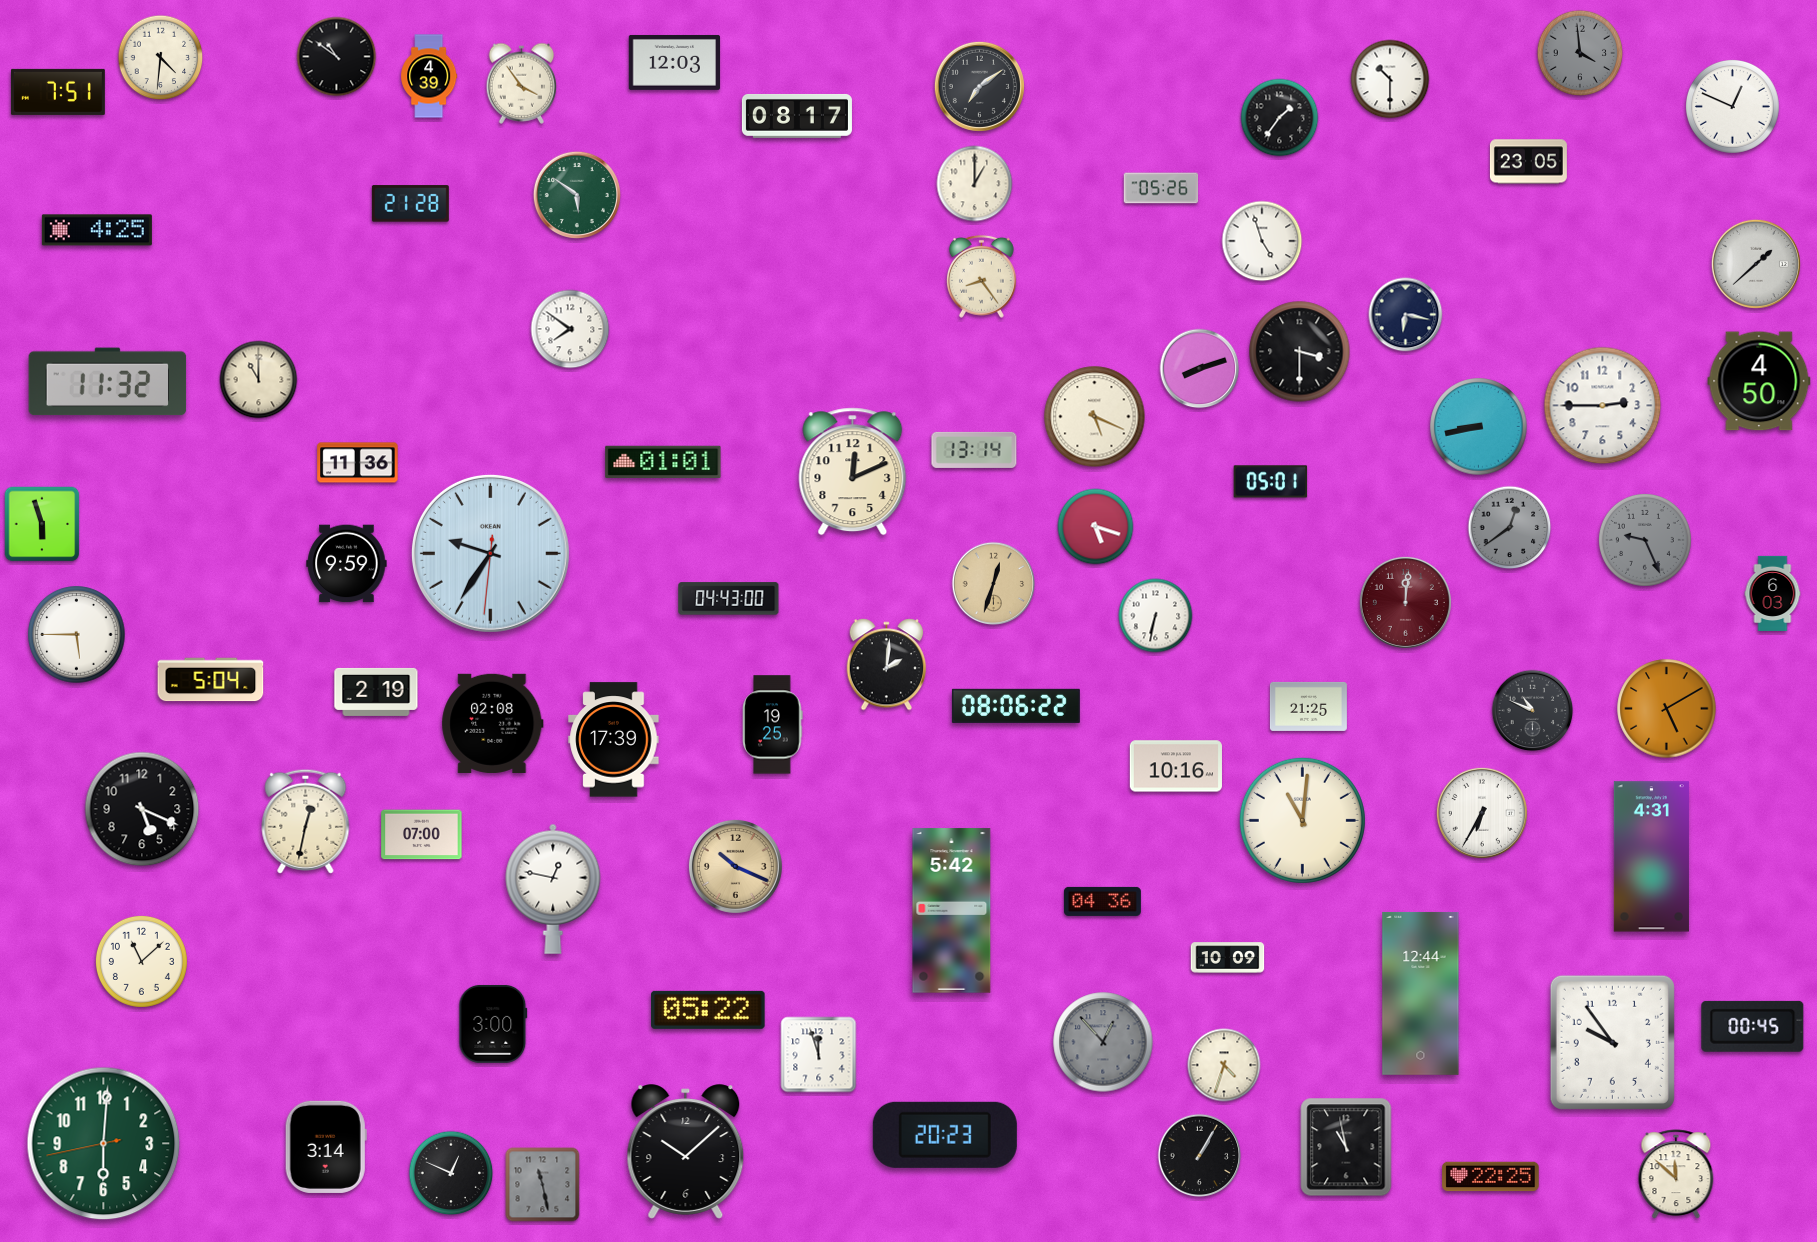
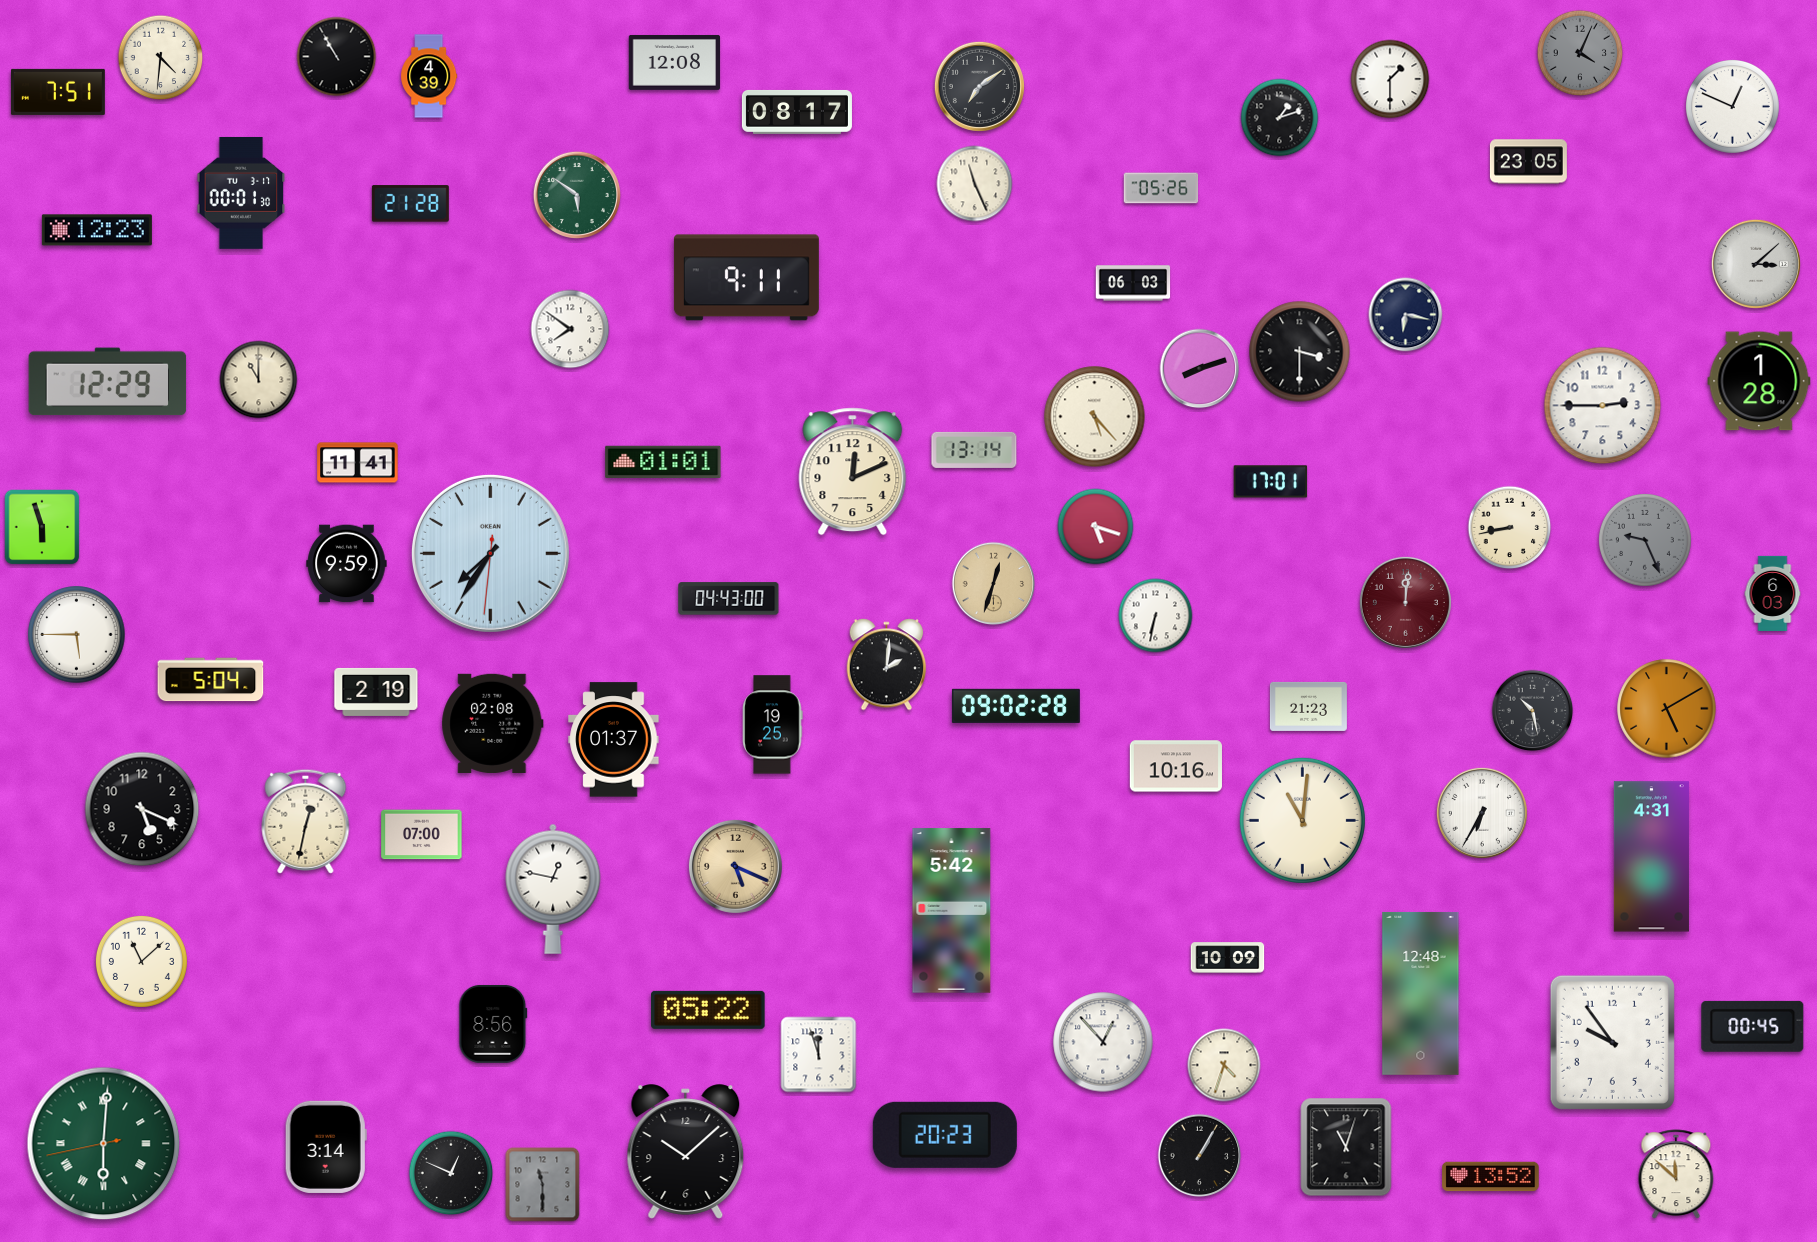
clock at (1580, 53): 3:59 -> 4:04
clock at (337, 57): 10:51 -> 10:55
clock at (675, 62): 12:03 -> 12:08
clock at (1390, 79): 10:30 -> 1:30
clock at (522, 83): 3:54 -> none
clock at (797, 116) position: (797, 116) -> (797, 112)
clock at (1280, 118): 1:36 -> 1:12
clock at (975, 184): 1:00 -> 11:26
clock at (241, 193): none -> 00:01
clock at (97, 230): 4:25 -> 12:23
clock at (1262, 241): 4:57 -> none
clock at (1756, 264): 1:38 -> 3:08
clock at (981, 276): 8:24 -> none
clock at (746, 278): none -> 9:11
clock at (1133, 283): none -> 06:03
clock at (1759, 381): 4:50 -> 1:28
clock at (108, 382): 11:32 -> 12:29
clock at (1095, 417): 5:19 -> 5:23
clock at (1479, 427): 8:43 -> none
clock at (358, 463): 11:36 -> 11:41
clock at (1271, 482): 05:01 -> 17:01
clock at (42, 524) position: (42, 524) -> (42, 527)
clock at (1510, 528): 12:39 -> 8:43
clock at (1510, 528) dial: grey -> cream
clock at (490, 553): 9:35 -> 7:35
clock at (1016, 706): 08:06 -> 09:02
clock at (1308, 706): 21:25 -> 21:23
clock at (1533, 711): 10:49 -> 10:28
clock at (614, 740): 17:39 -> 01:37
clock at (735, 866): 10:19 -> 5:19
clock at (1102, 901): 04:36 -> none
clock at (1421, 993): 12:44 -> 12:48
clock at (493, 1024): 3:00 -> 8:56
clock at (1103, 1042) dial: grey -> white
clock at (104, 1144) numerals: Arabic -> Roman
clock at (1346, 1147): 10:58 -> 11:03
clock at (1491, 1177): 22:25 -> 13:52
clock at (543, 1185): 11:28 -> 11:30
